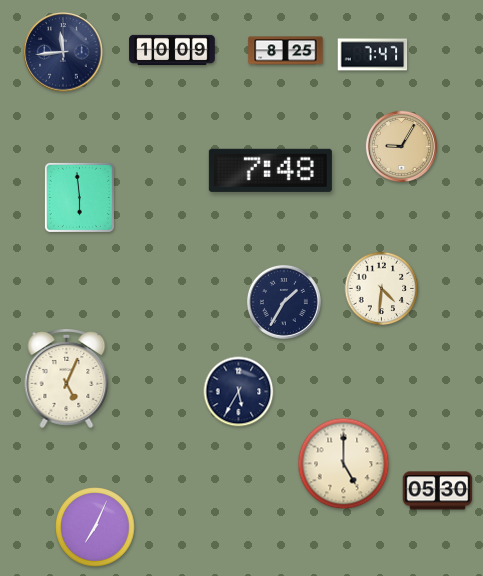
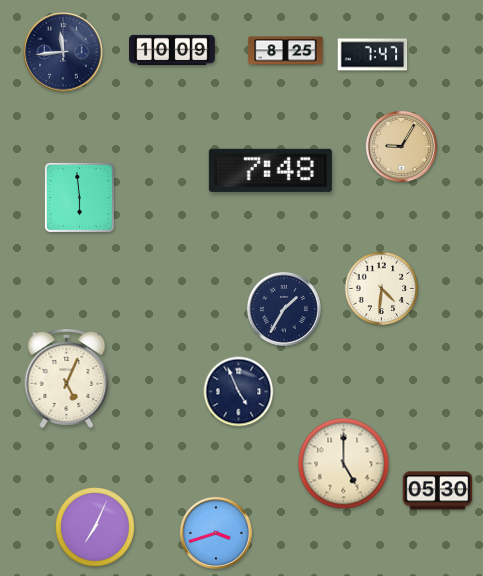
clock at (284, 302) position: (284, 302) -> (284, 309)
clock at (239, 392): 5:35 -> 4:56
clock at (216, 533): none -> 3:42
